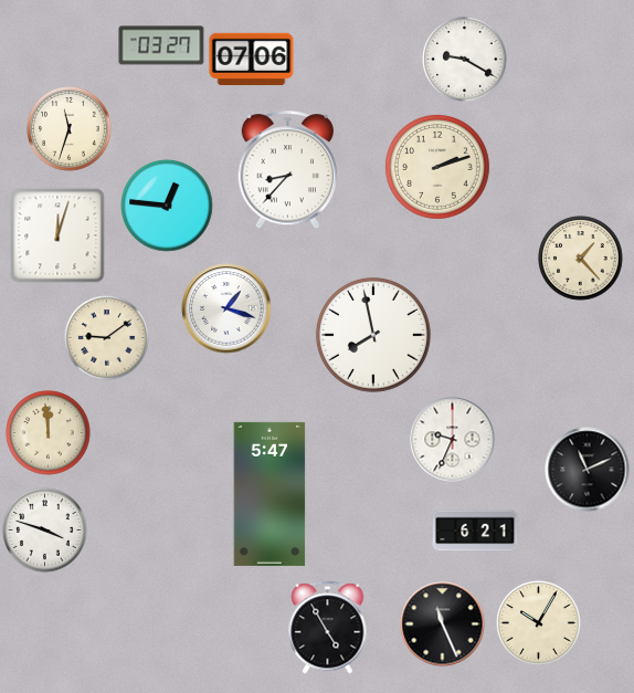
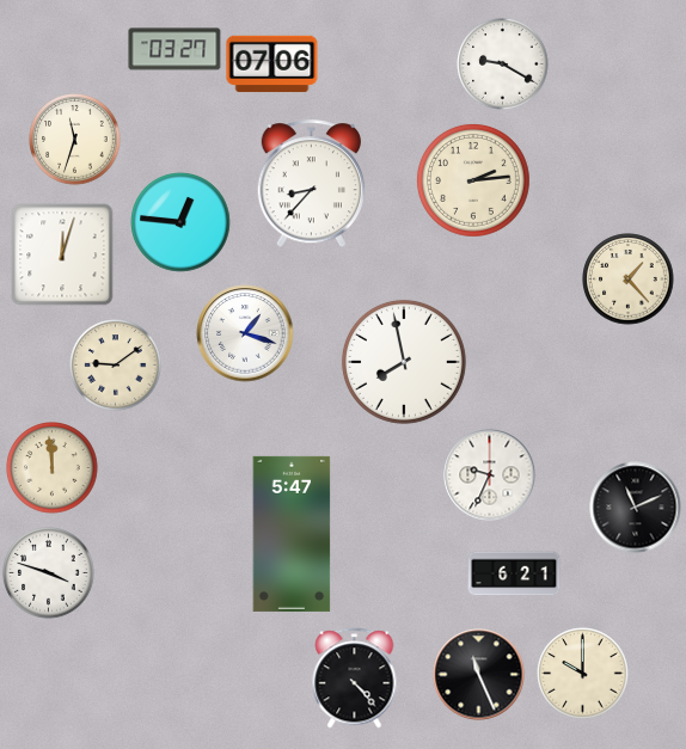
clock at (437, 168): 2:12 -> 2:14
clock at (539, 623): 10:05 -> 10:00
clock at (328, 628): 4:55 -> 4:23
